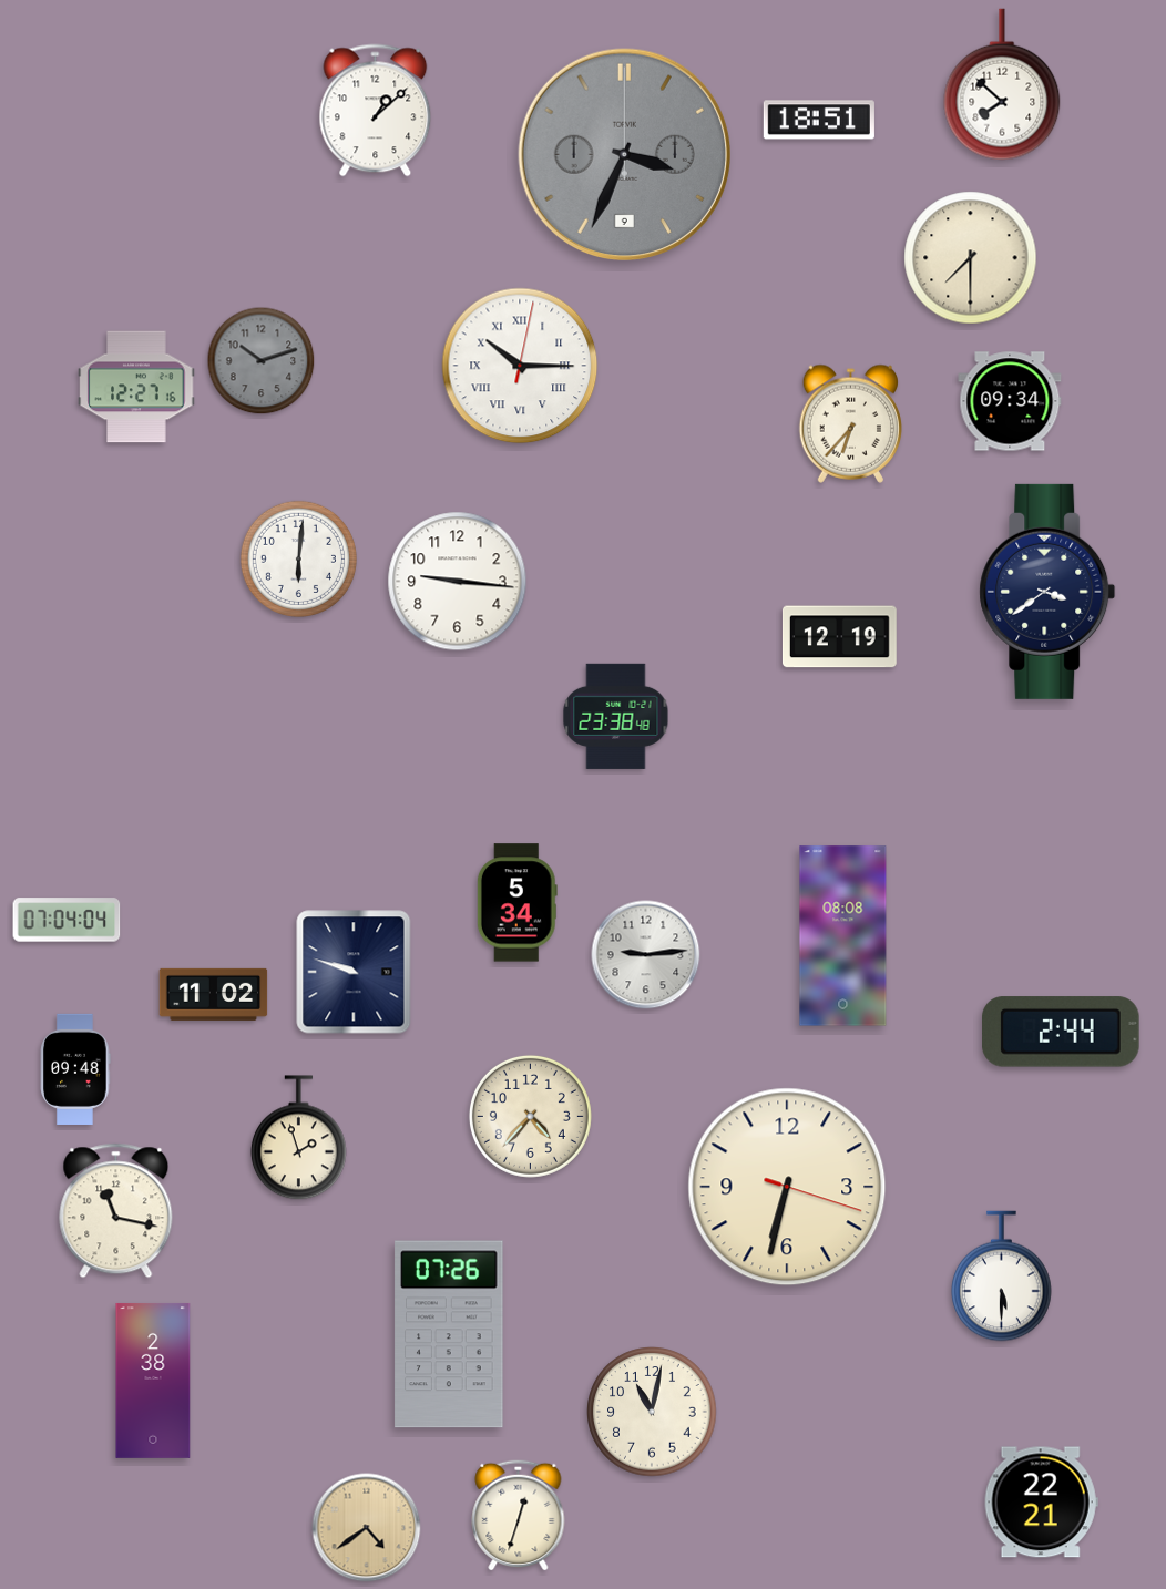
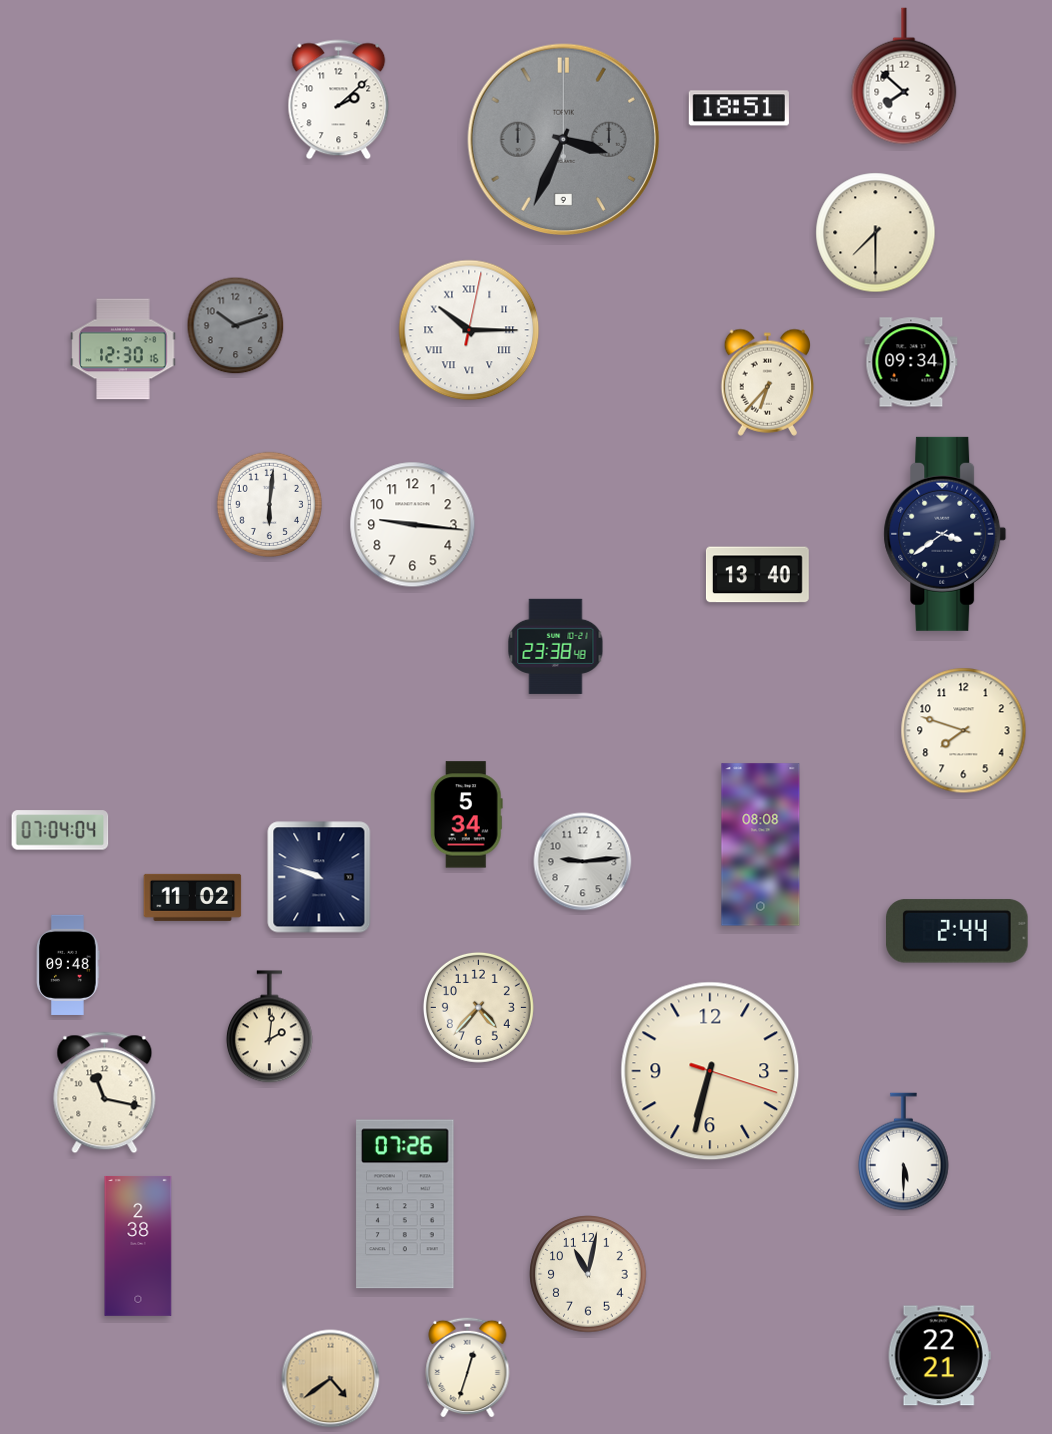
clock at (376, 111): 1:08 -> 2:08
clock at (136, 387): 12:27 -> 12:30
clock at (839, 637): 12:19 -> 13:40
clock at (964, 731): none -> 7:48
clock at (298, 1138): 1:57 -> 2:01
